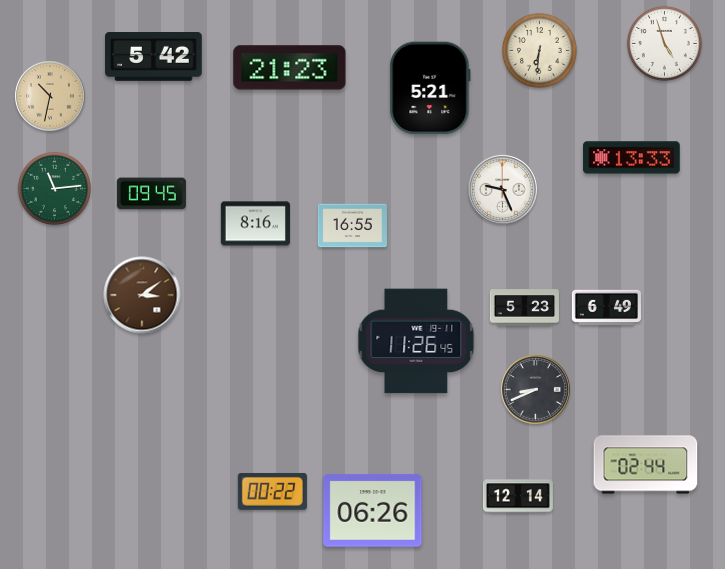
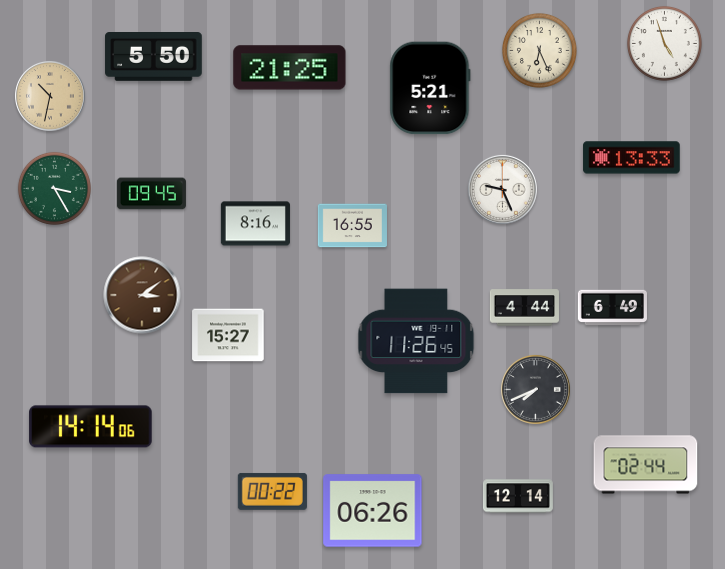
clock at (539, 50): 6:31 -> 6:26
clock at (154, 57): 5:42 -> 5:50
clock at (290, 68): 21:23 -> 21:25
clock at (54, 188): 11:14 -> 3:25
clock at (524, 308): 5:23 -> 4:44
clock at (606, 308) position: (606, 308) -> (612, 308)
clock at (228, 335): none -> 15:27
clock at (535, 389): 8:41 -> 7:41
clock at (91, 427): none -> 14:14
